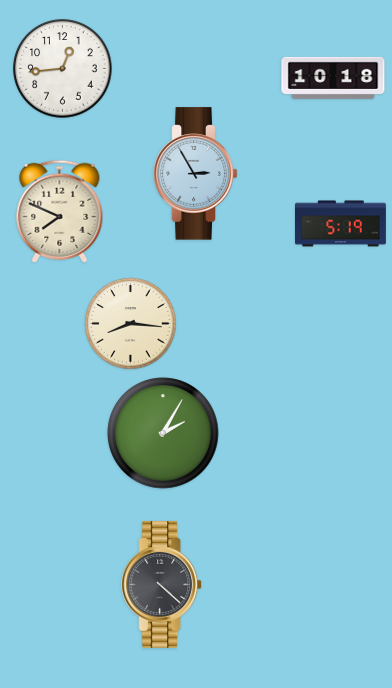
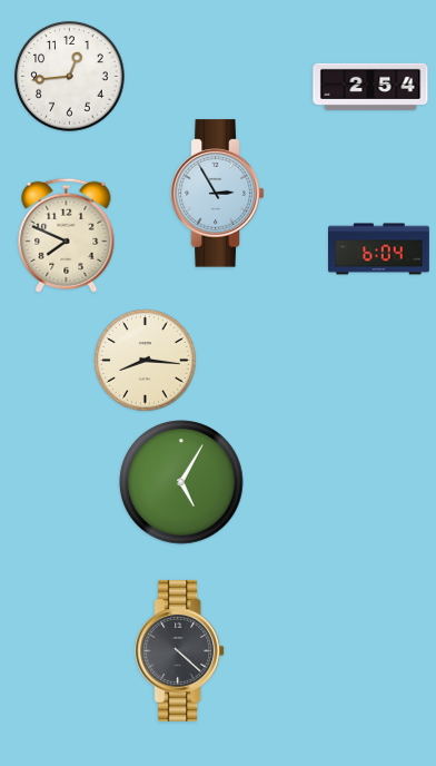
clock at (333, 78): 10:18 -> 2:54
clock at (341, 224): 5:19 -> 6:04
clock at (163, 433): 2:05 -> 5:05
